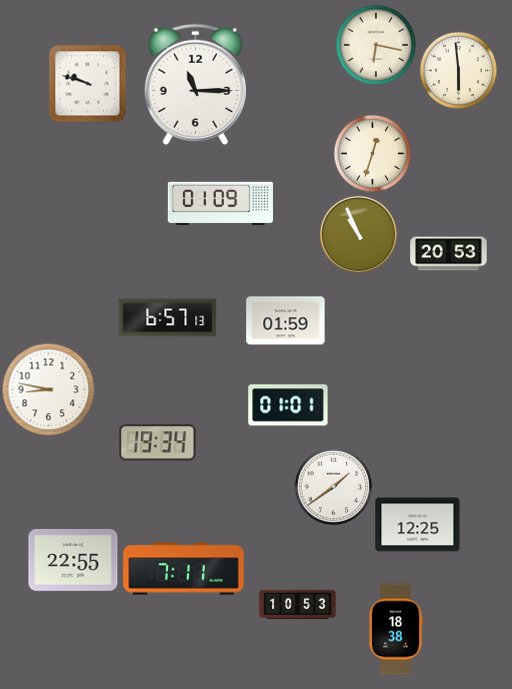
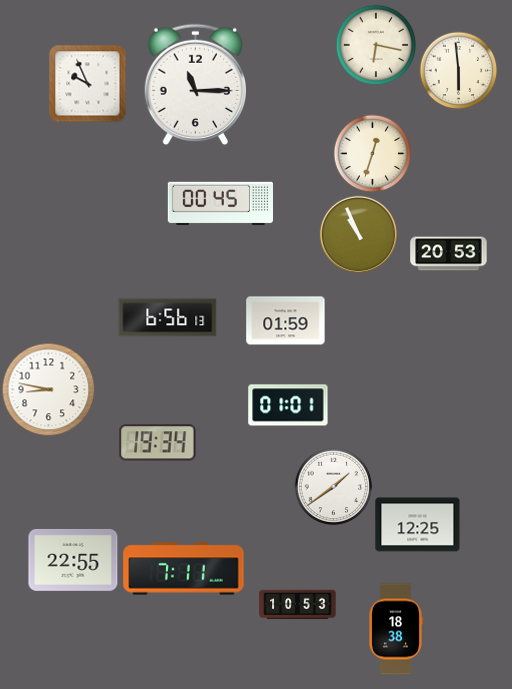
clock at (87, 83): 9:48 -> 9:56
clock at (221, 204): 01:09 -> 00:45
clock at (168, 318): 6:57 -> 6:56
